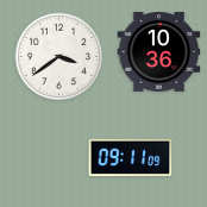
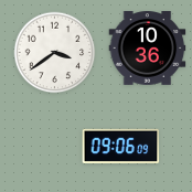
clock at (131, 157): 09:11 -> 09:06
